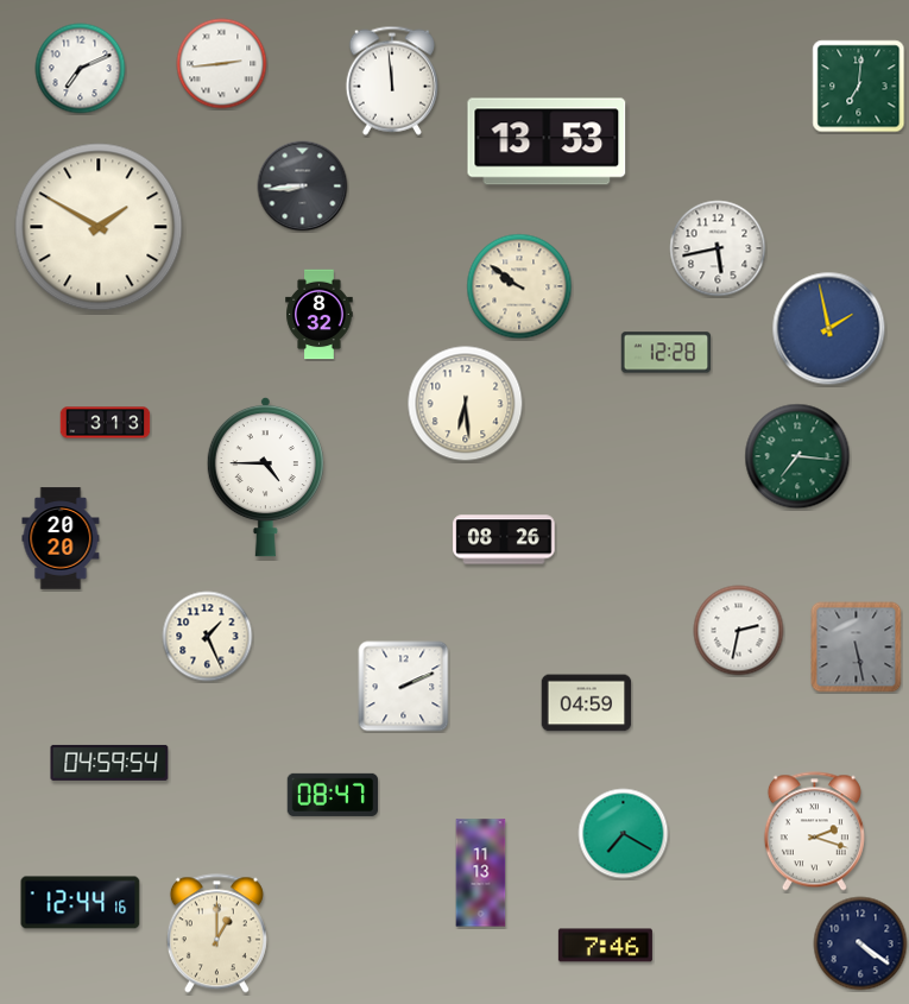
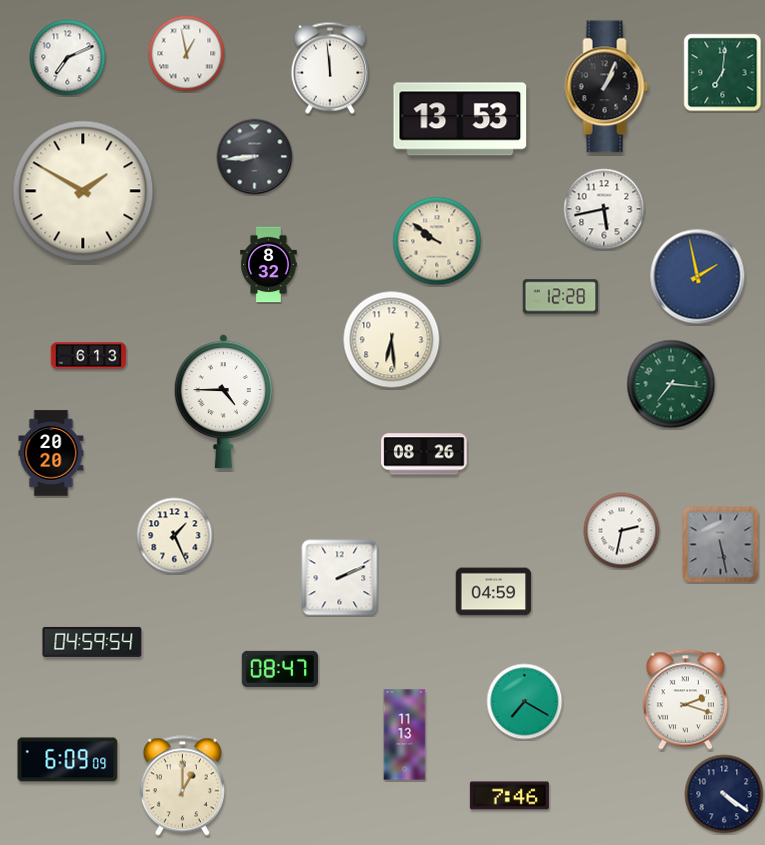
clock at (222, 64): 2:44 -> 12:58
clock at (607, 87): none -> 1:04
clock at (106, 423): 3:13 -> 6:13
clock at (81, 903): 12:44 -> 6:09
